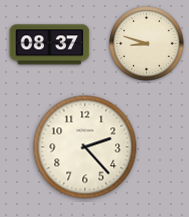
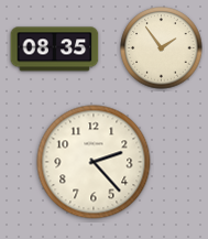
clock at (147, 44): 8:48 -> 1:54
clock at (50, 45): 08:37 -> 08:35
